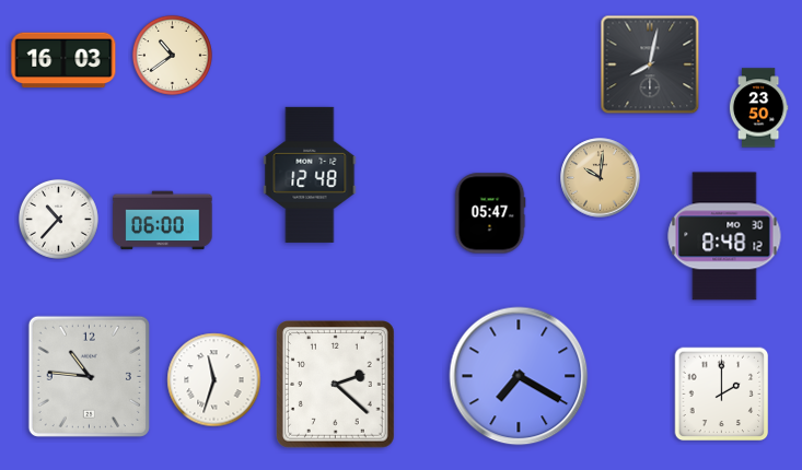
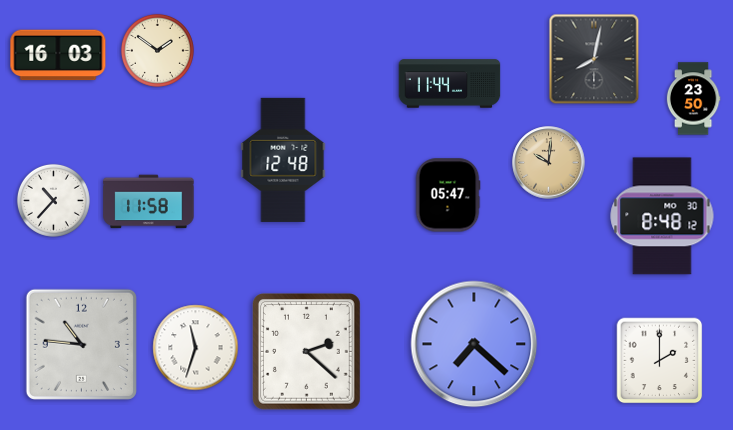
clock at (172, 55): 10:39 -> 1:51
clock at (450, 84): none -> 11:44
clock at (163, 221): 06:00 -> 11:58
clock at (519, 376): 7:20 -> 7:22
